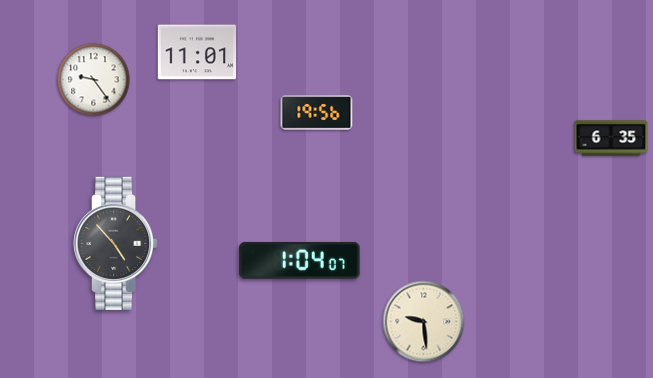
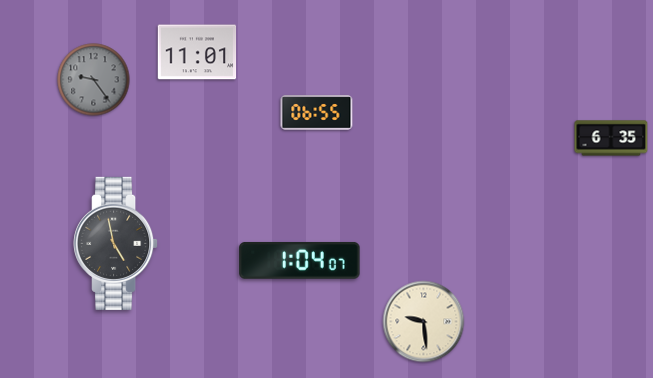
clock at (94, 80) dial: white -> grey
clock at (317, 113): 19:56 -> 06:55
clock at (117, 243): 4:53 -> 4:58
